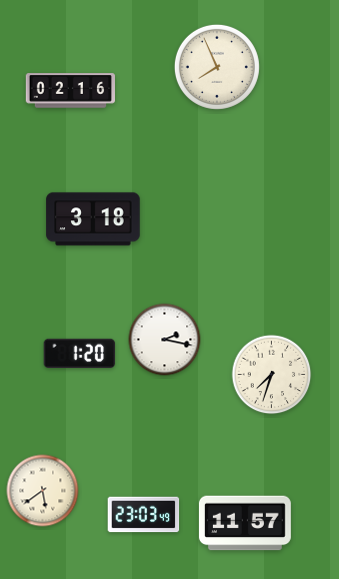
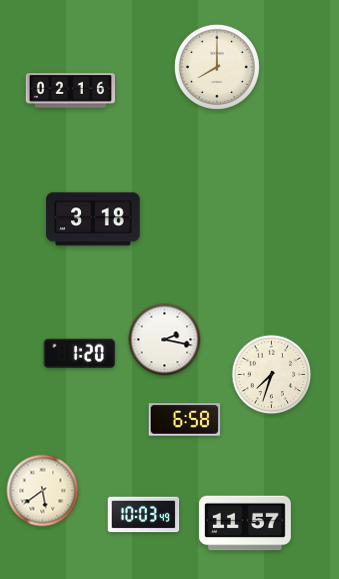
clock at (217, 67): 7:56 -> 8:00
clock at (185, 420): none -> 6:58
clock at (144, 515): 23:03 -> 10:03
